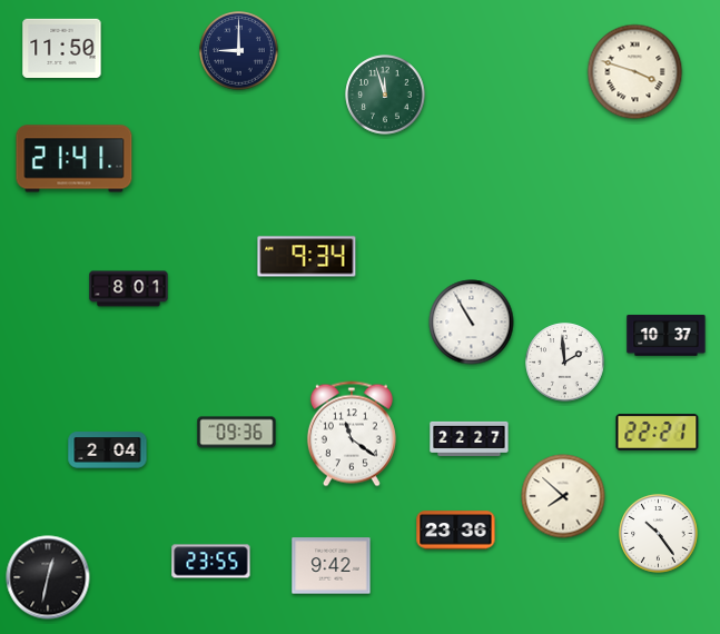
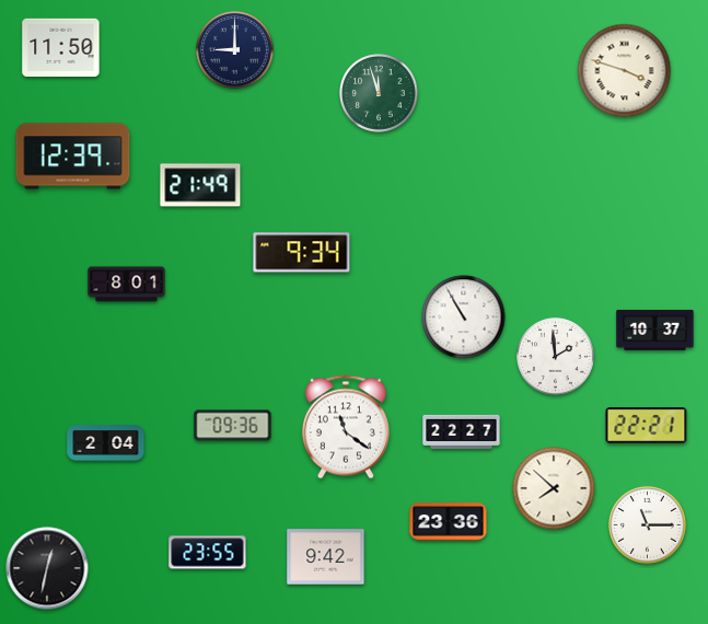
clock at (75, 159): 21:41 -> 12:39
clock at (200, 185): none -> 21:49
clock at (659, 534): 10:24 -> 11:15
